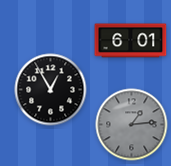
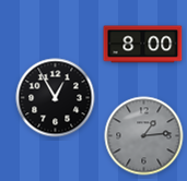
clock at (131, 41): 6:01 -> 8:00
